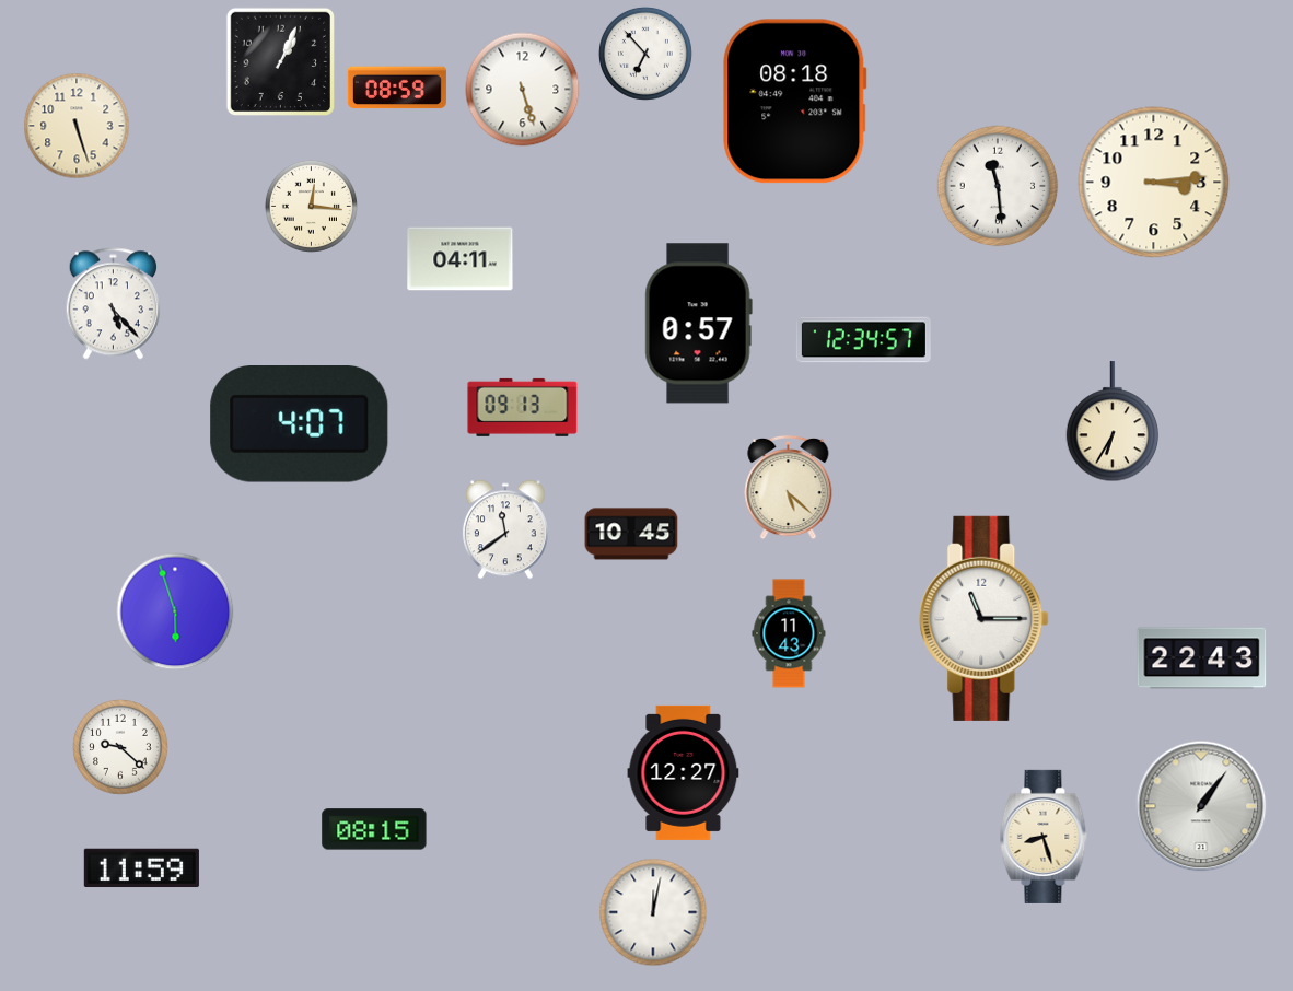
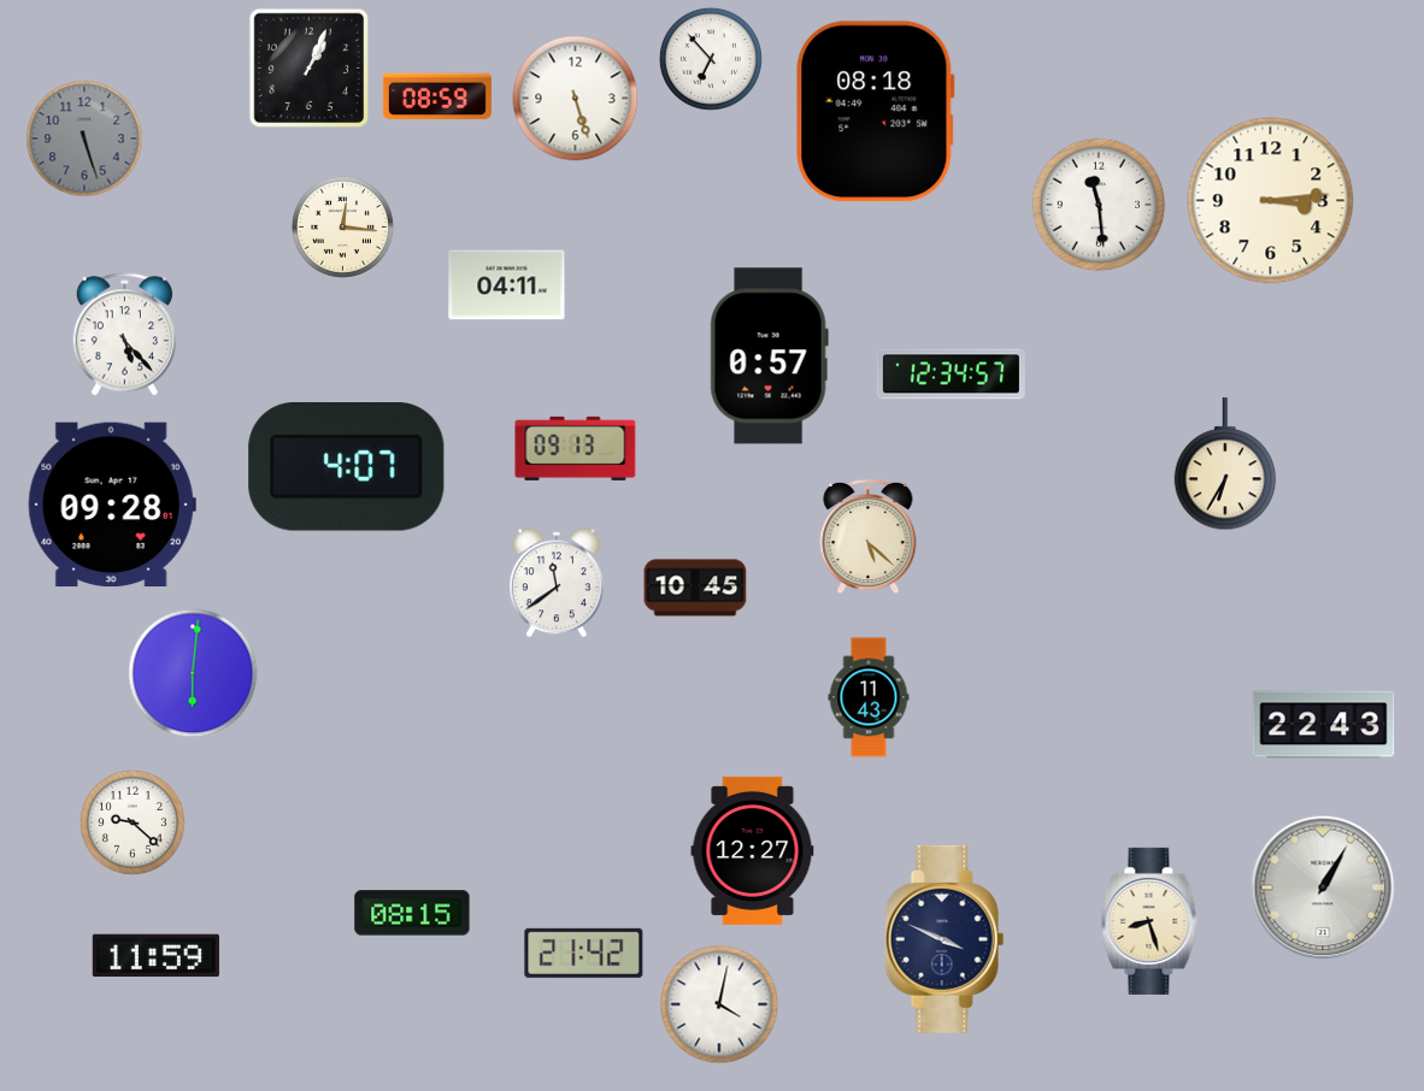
clock at (77, 126) dial: cream -> grey
clock at (300, 424) position: (300, 424) -> (347, 467)
clock at (112, 503): none -> 09:28
clock at (175, 611): 5:57 -> 6:01
clock at (985, 618): 11:15 -> none
clock at (1201, 806): 1:06 -> 1:05
clock at (945, 939): none -> 3:49
clock at (584, 953): none -> 21:42
clock at (653, 912): 12:02 -> 4:02
